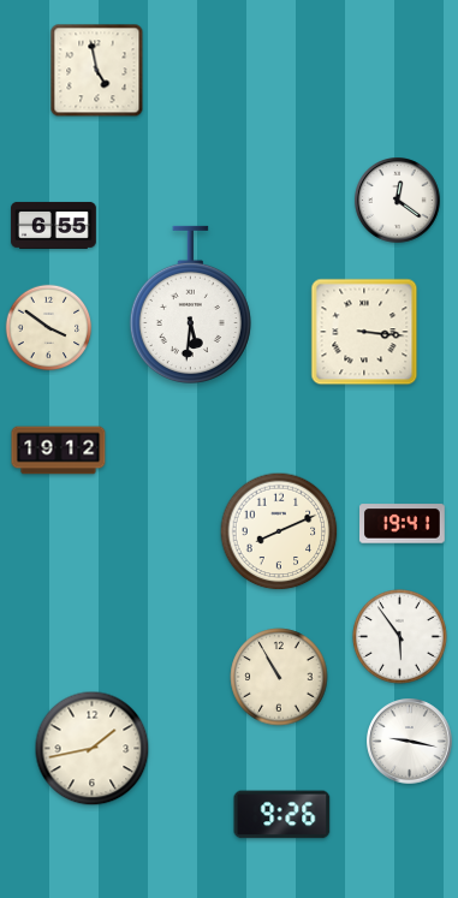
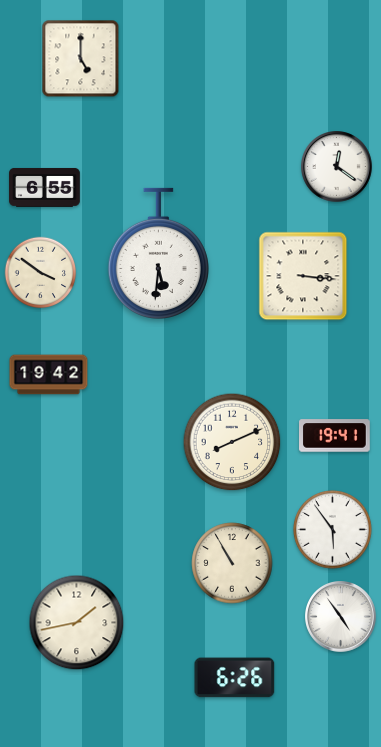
clock at (97, 71): 4:58 -> 5:00
clock at (398, 201) position: (398, 201) -> (337, 167)
clock at (59, 451): 19:12 -> 19:42
clock at (410, 742): 9:17 -> 4:54
clock at (282, 815): 9:26 -> 6:26
